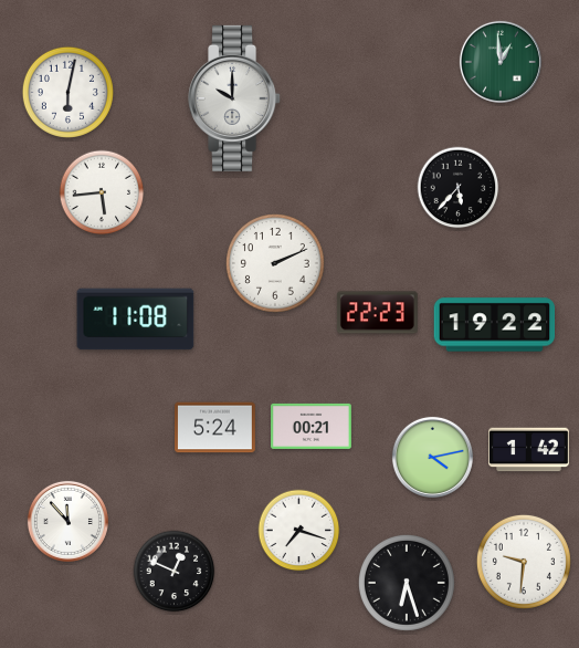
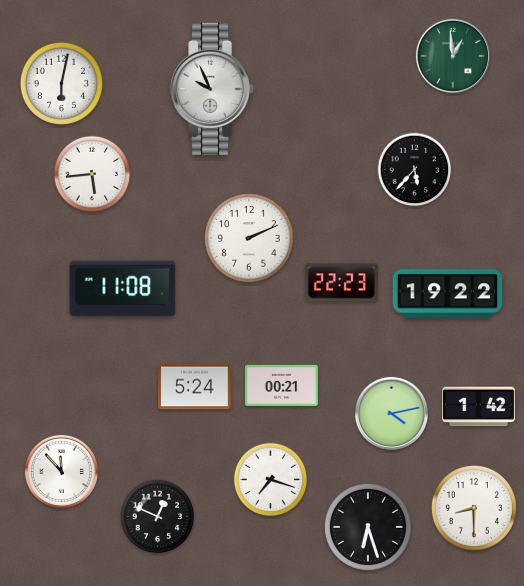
clock at (235, 98): 10:00 -> 9:56
clock at (524, 562): 9:31 -> 8:30
